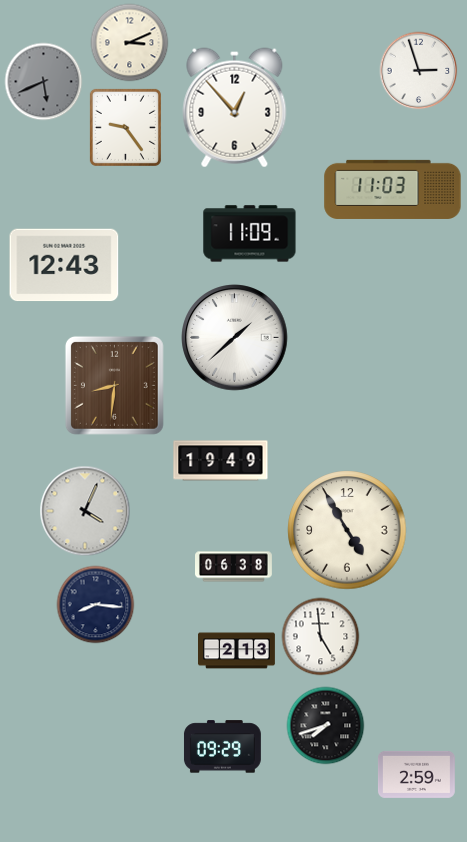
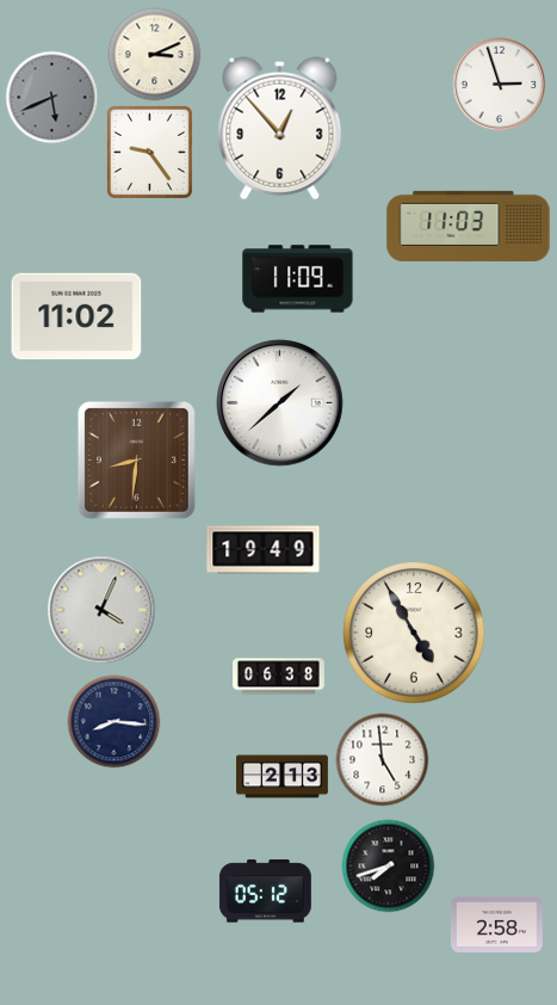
clock at (129, 42) position: (129, 42) -> (154, 54)
clock at (64, 265): 12:43 -> 11:02
clock at (222, 747): 09:29 -> 05:12
clock at (416, 774): 2:59 -> 2:58
